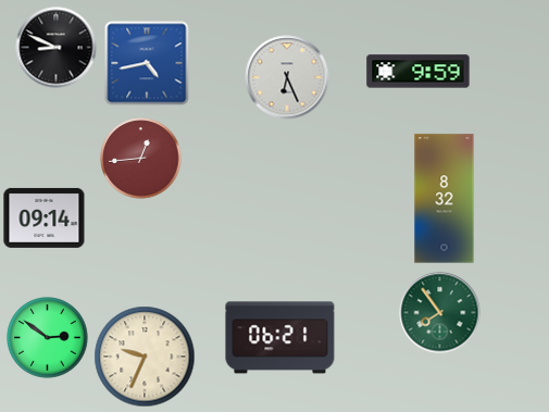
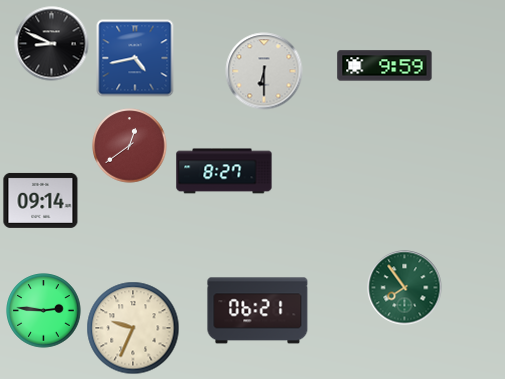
clock at (287, 77): 6:26 -> 6:30
clock at (141, 159): 12:44 -> 12:39
clock at (224, 171): none -> 8:27
clock at (445, 199): 8:32 -> none
clock at (48, 338): 2:51 -> 2:46
